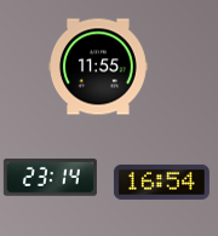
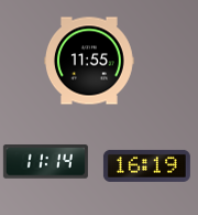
clock at (50, 178): 23:14 -> 11:14
clock at (161, 182): 16:54 -> 16:19
